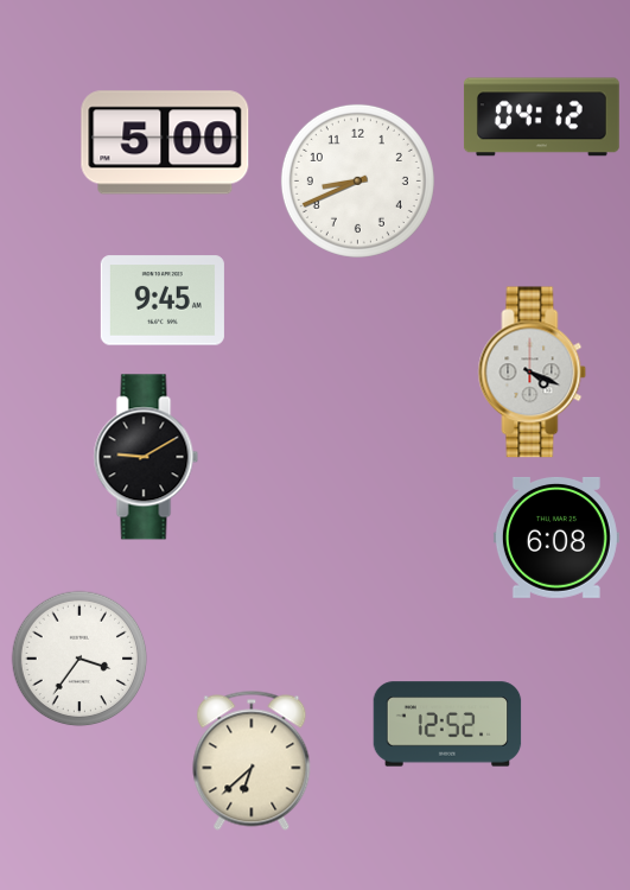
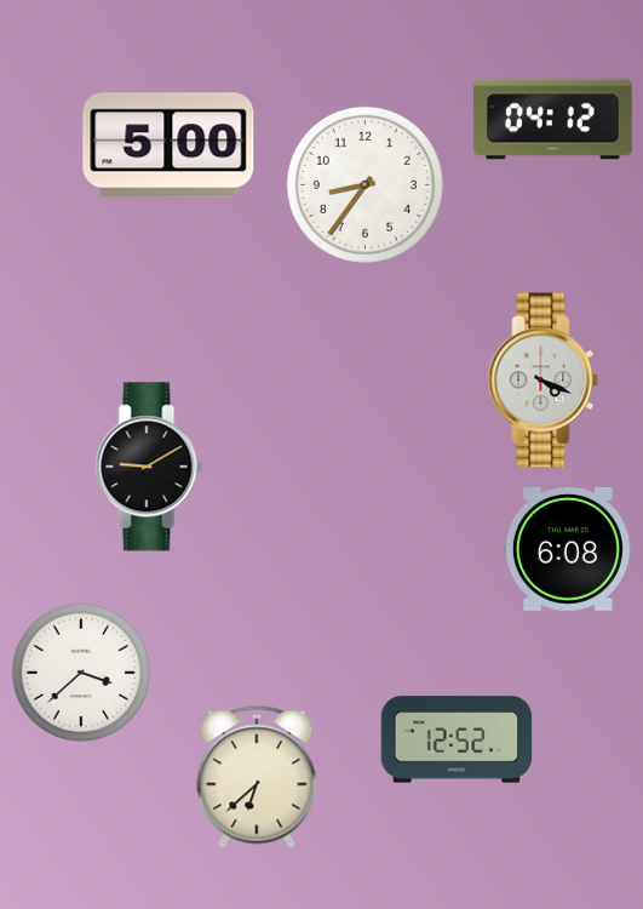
clock at (357, 180): 8:41 -> 8:36
clock at (163, 300): 9:45 -> none
clock at (79, 659): 3:36 -> 3:38
